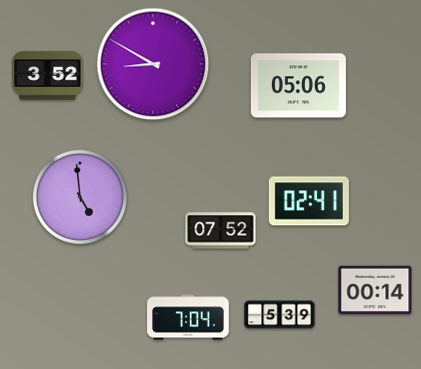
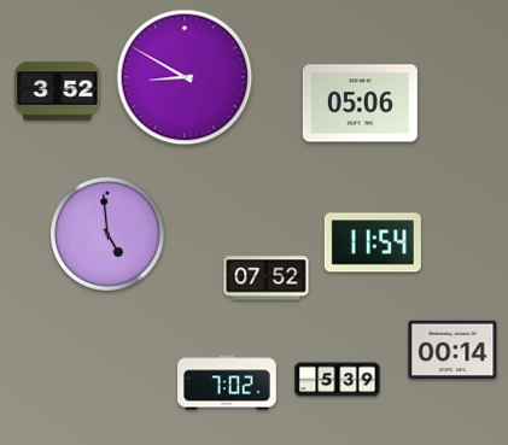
clock at (80, 197) position: (80, 197) -> (107, 234)
clock at (309, 201): 02:41 -> 11:54
clock at (188, 317): 7:04 -> 7:02
